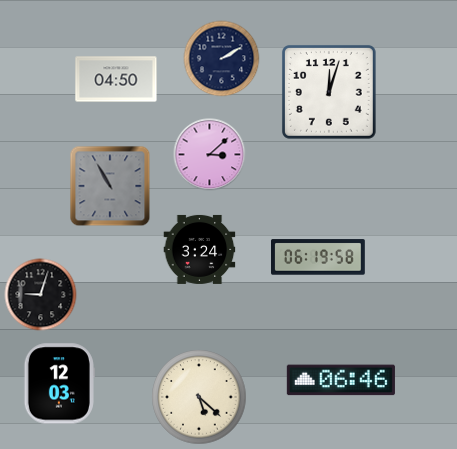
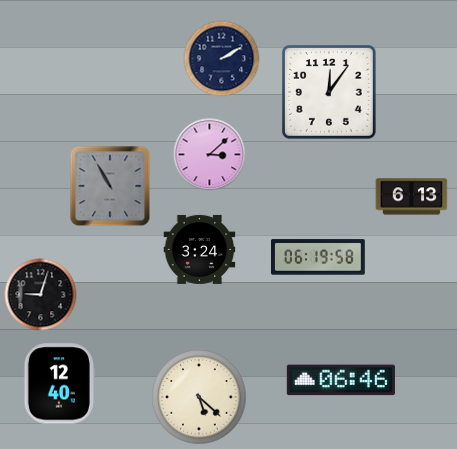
clock at (116, 79): 04:50 -> none
clock at (329, 92): 12:03 -> 12:06
clock at (412, 197): none -> 6:13
clock at (59, 384): 12:03 -> 12:40
